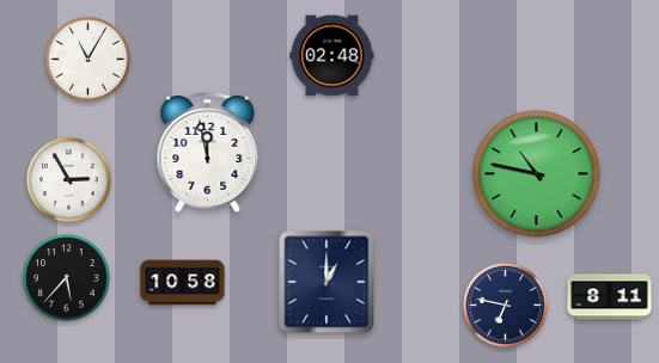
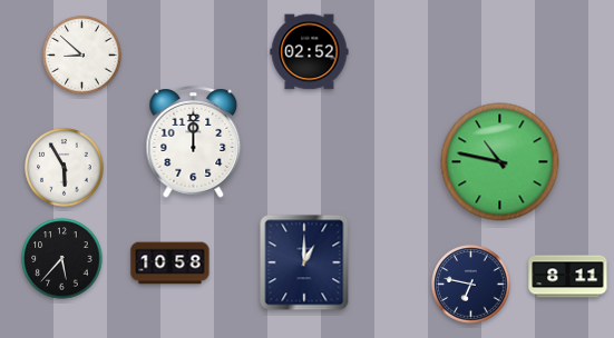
clock at (332, 56): 02:48 -> 02:52
clock at (89, 60): 11:05 -> 8:52
clock at (208, 153): 11:58 -> 12:00
clock at (69, 180): 2:55 -> 5:55
